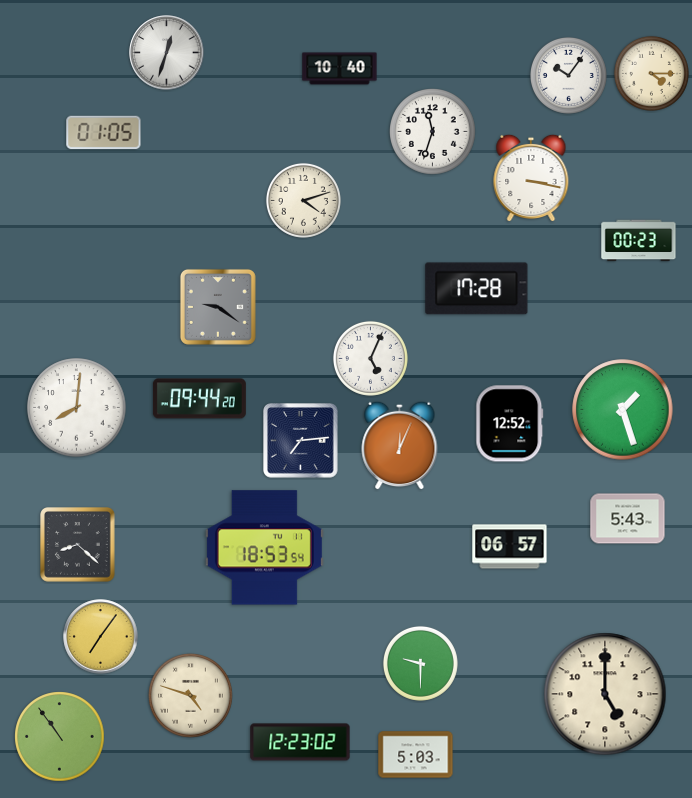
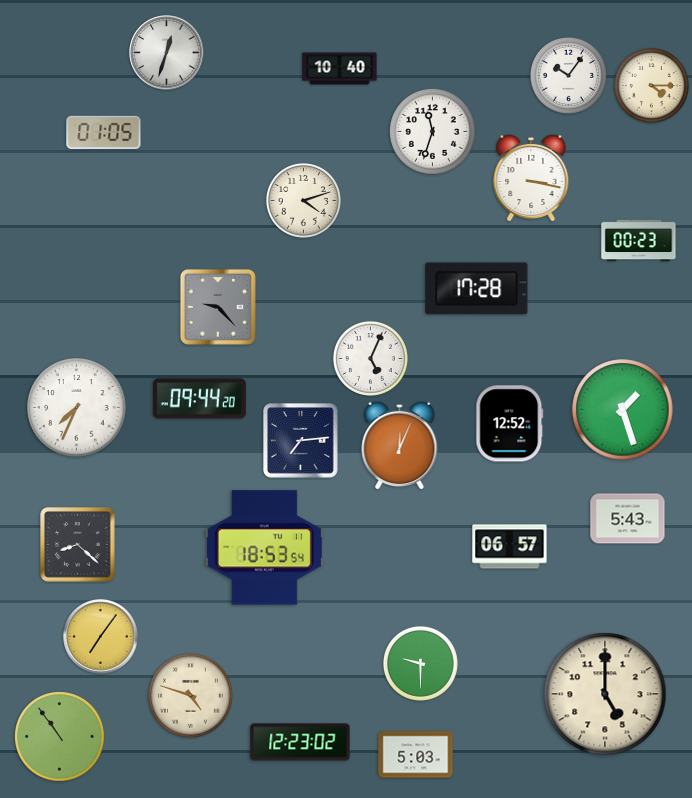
clock at (651, 73) position: (651, 73) -> (651, 85)
clock at (218, 307): 9:21 -> 9:23
clock at (77, 408): 8:01 -> 7:34
